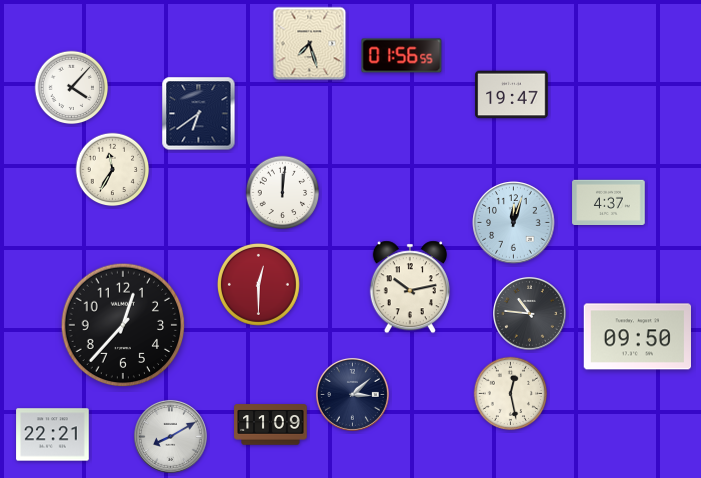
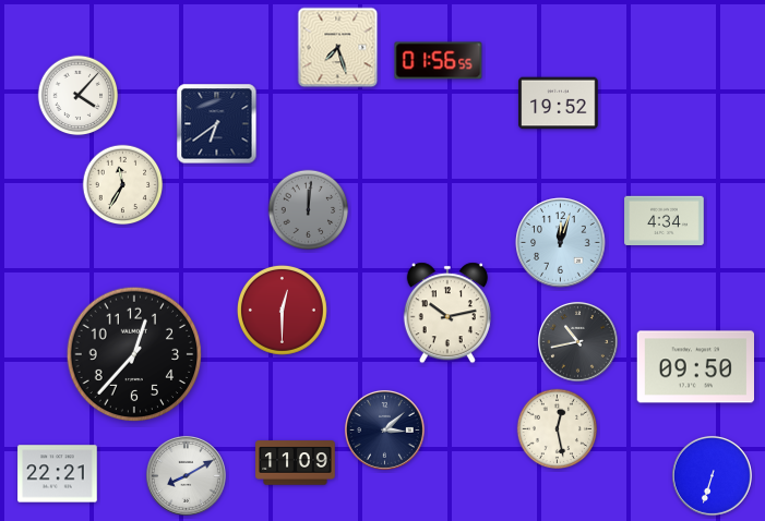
clock at (512, 95): 19:47 -> 19:52
clock at (283, 193) dial: white -> grey
clock at (609, 202): 4:37 -> 4:34
clock at (529, 313): 10:46 -> 10:43
clock at (712, 475): none -> 6:33
